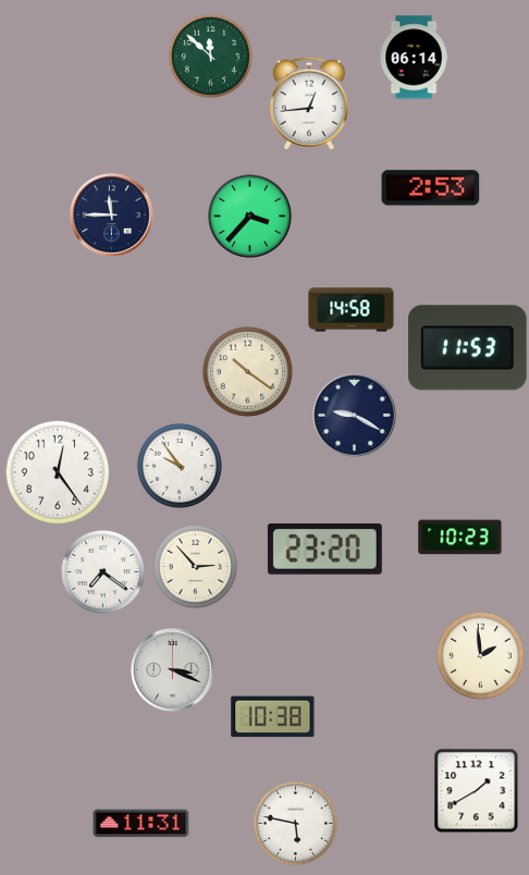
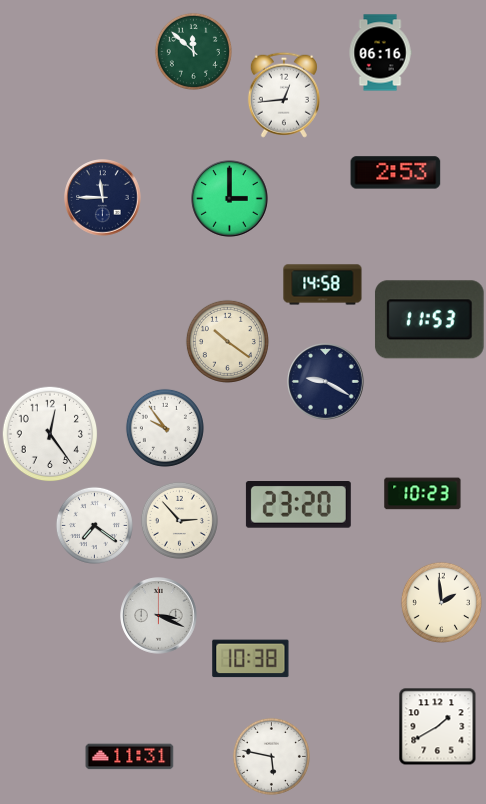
clock at (414, 58): 06:14 -> 06:16
clock at (250, 217): 3:37 -> 3:00
clock at (58, 472) position: (58, 472) -> (50, 434)
